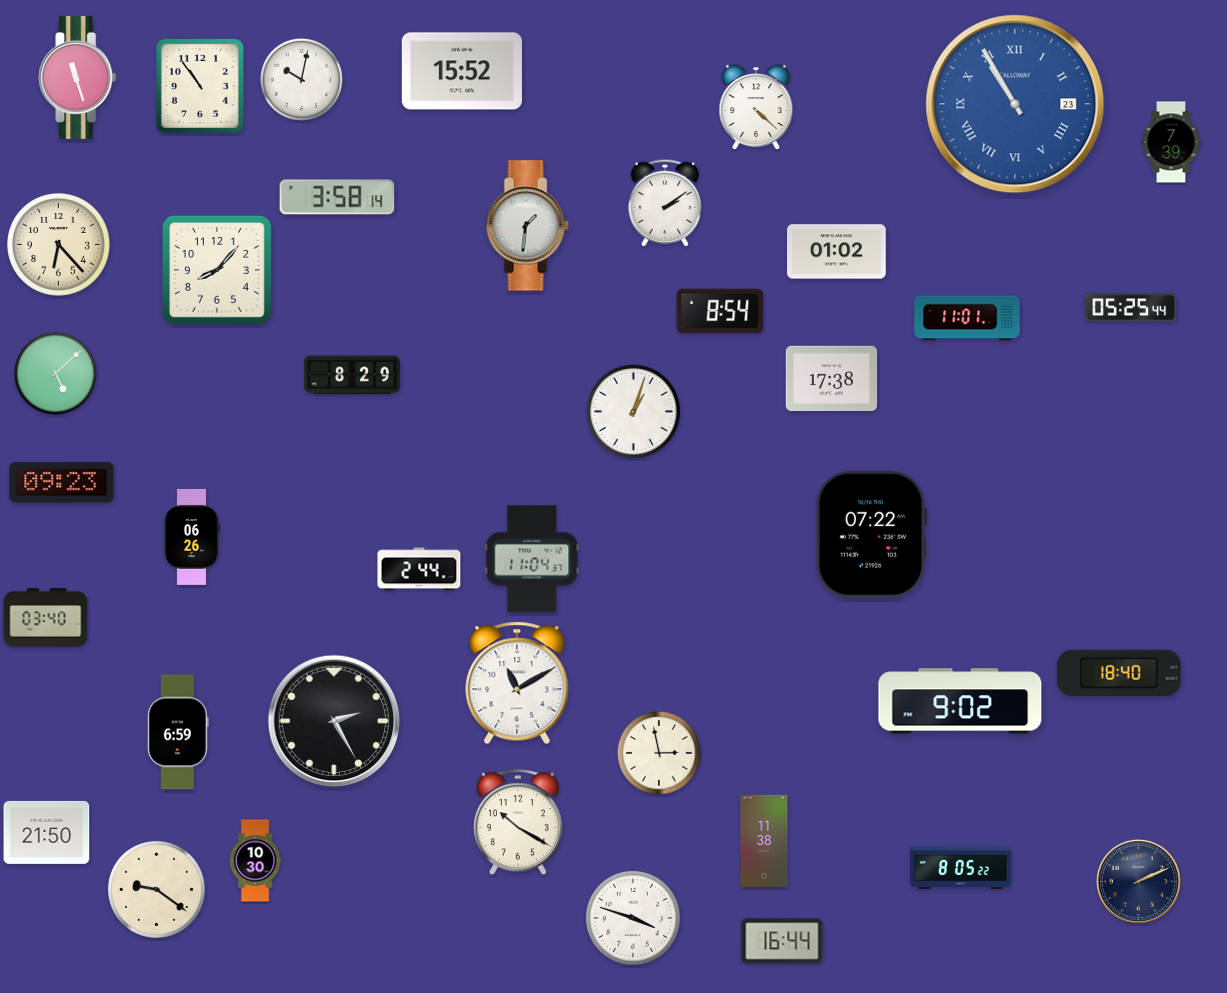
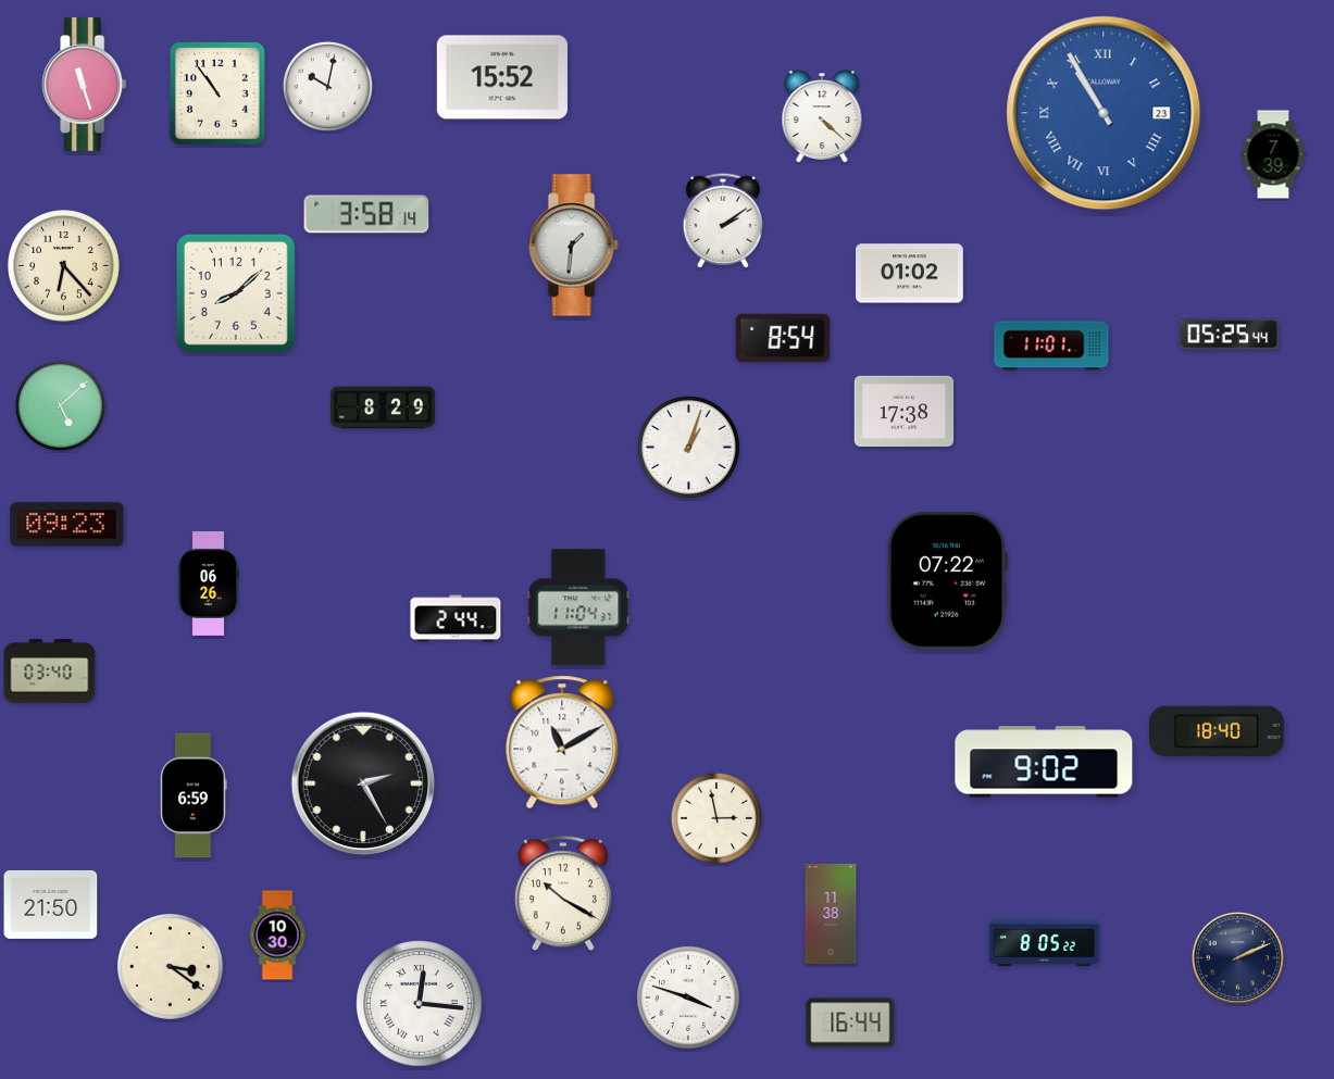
clock at (217, 270): 8:07 -> 8:08
clock at (156, 889): 9:21 -> 3:21
clock at (420, 1004): none -> 12:16
